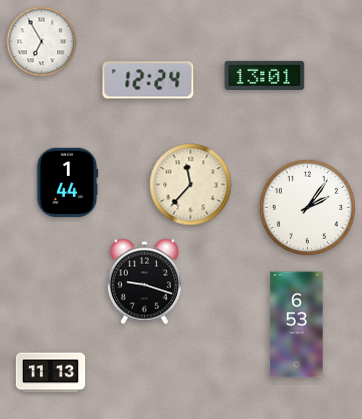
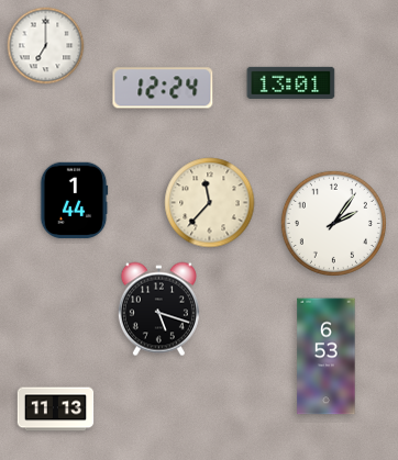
clock at (42, 42): 6:55 -> 7:00
clock at (307, 207) position: (307, 207) -> (333, 223)
clock at (144, 282): 9:18 -> 5:18
